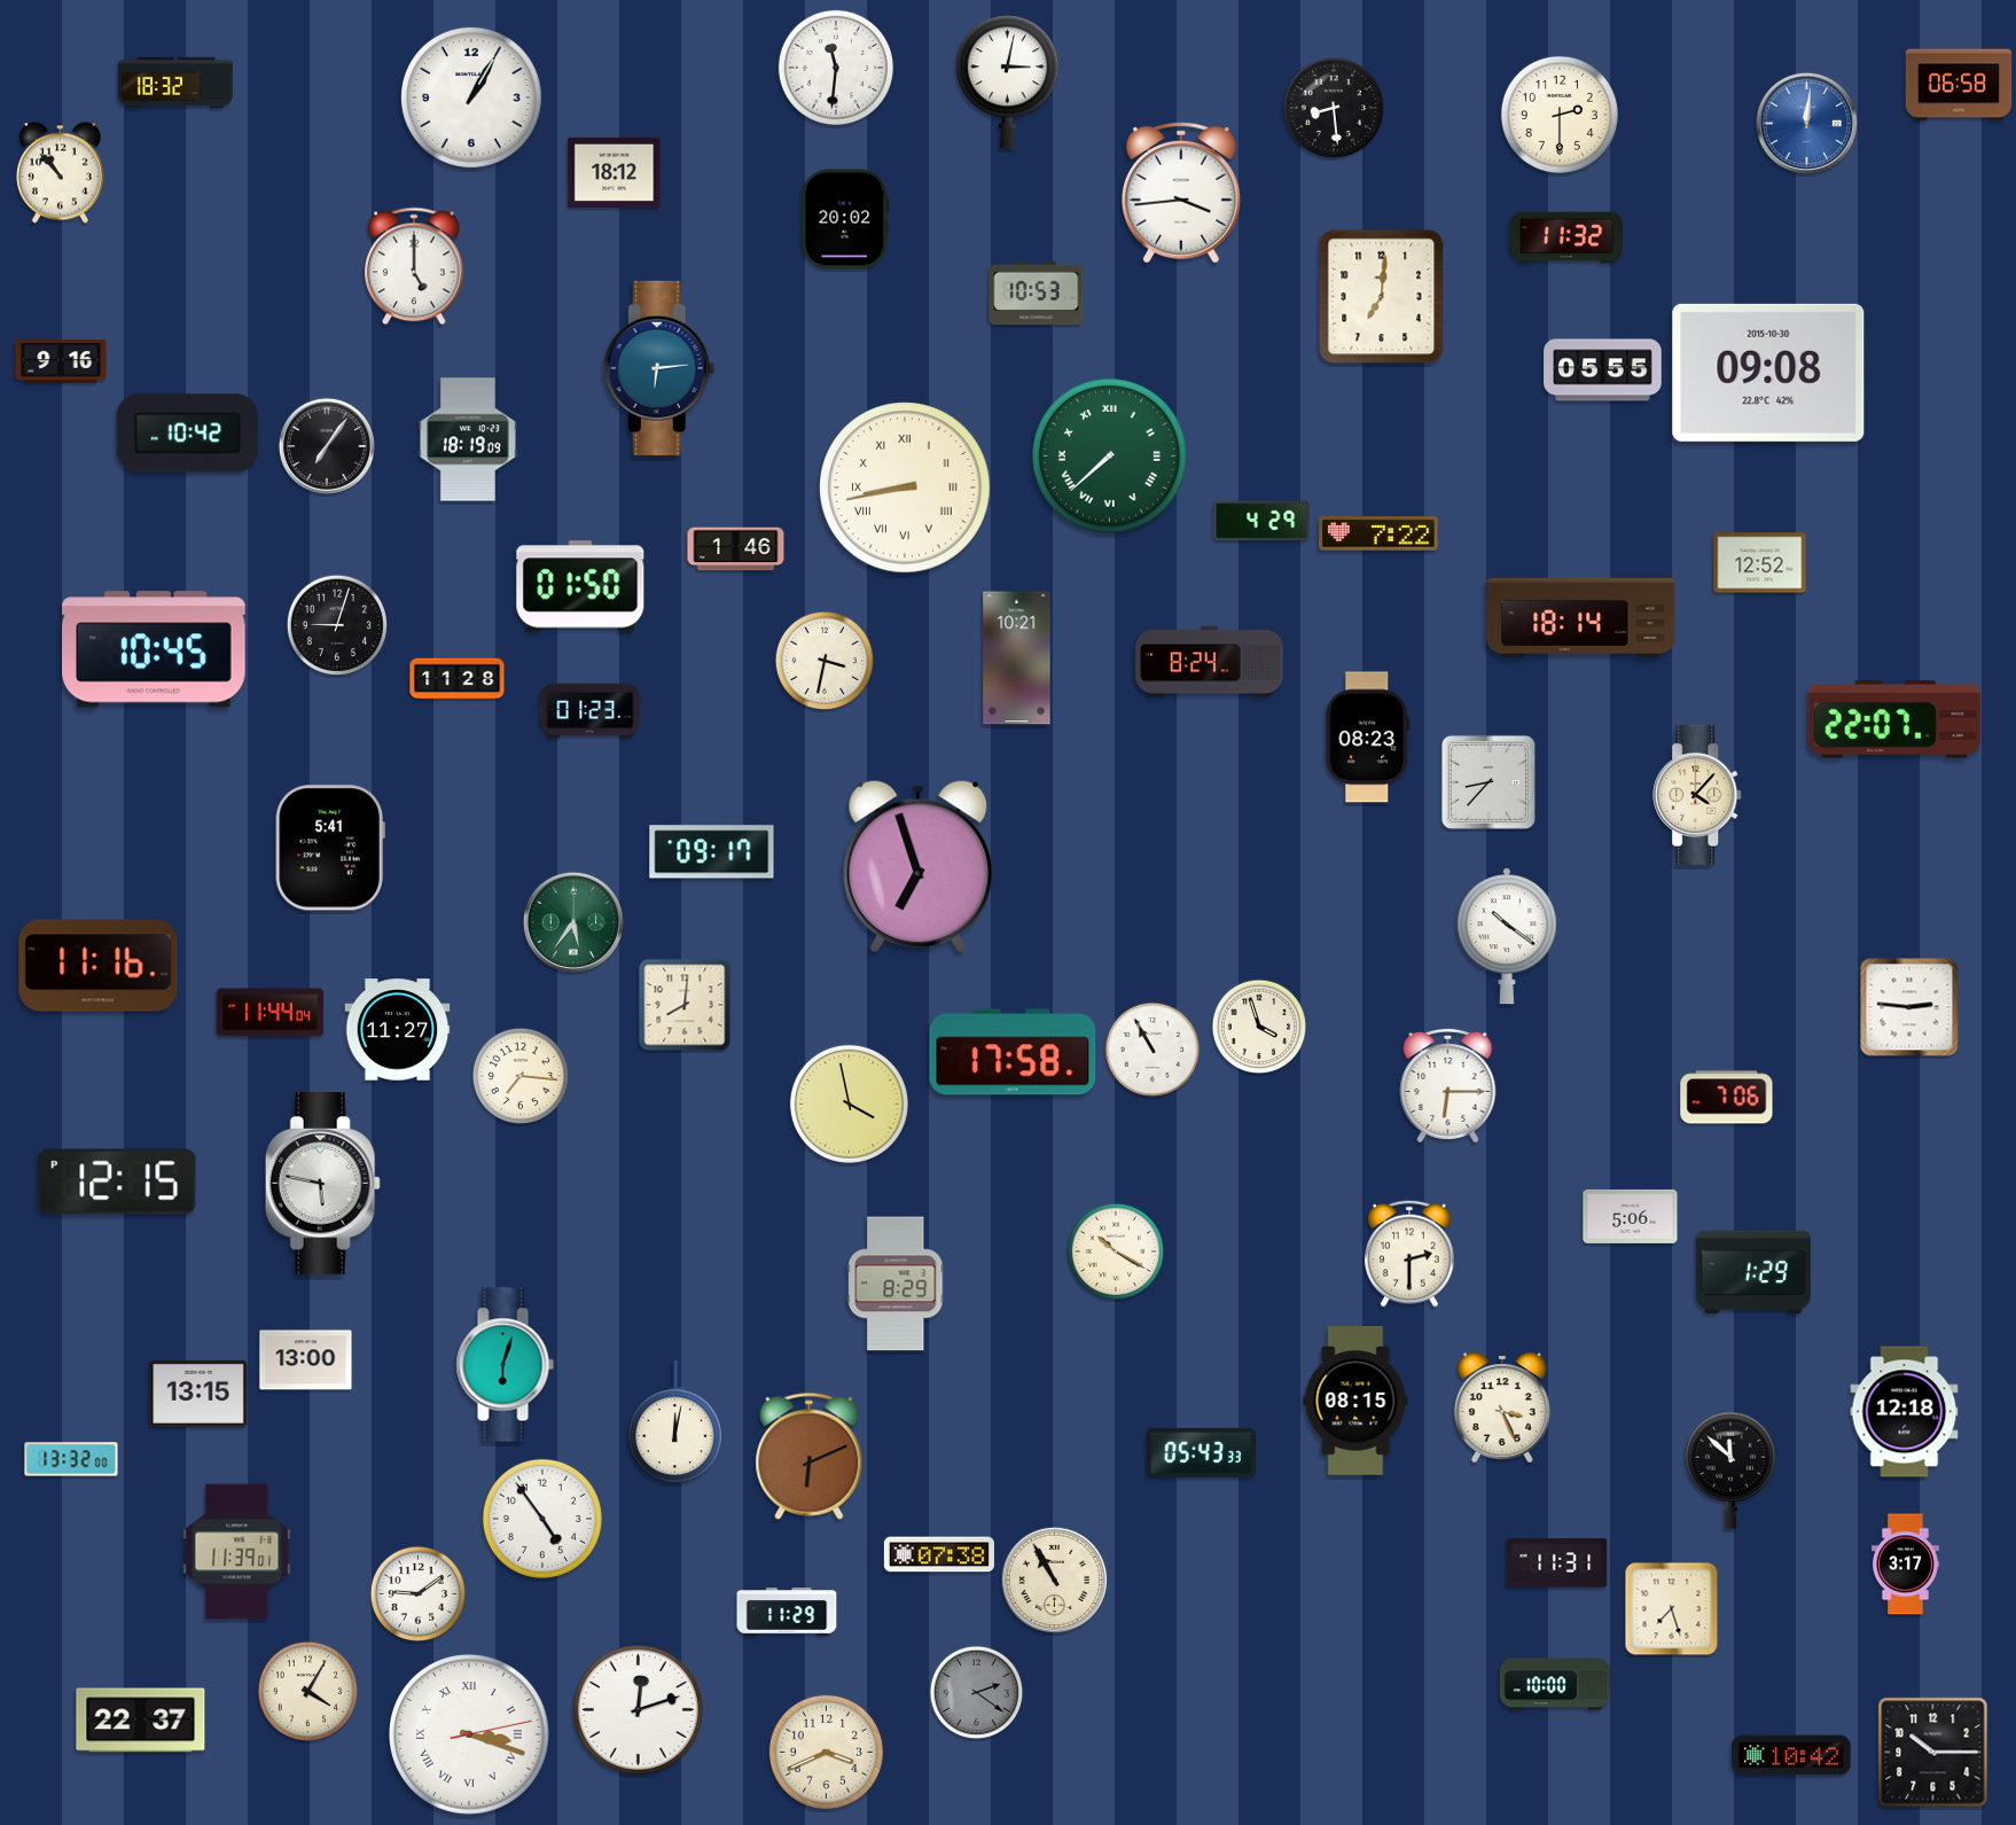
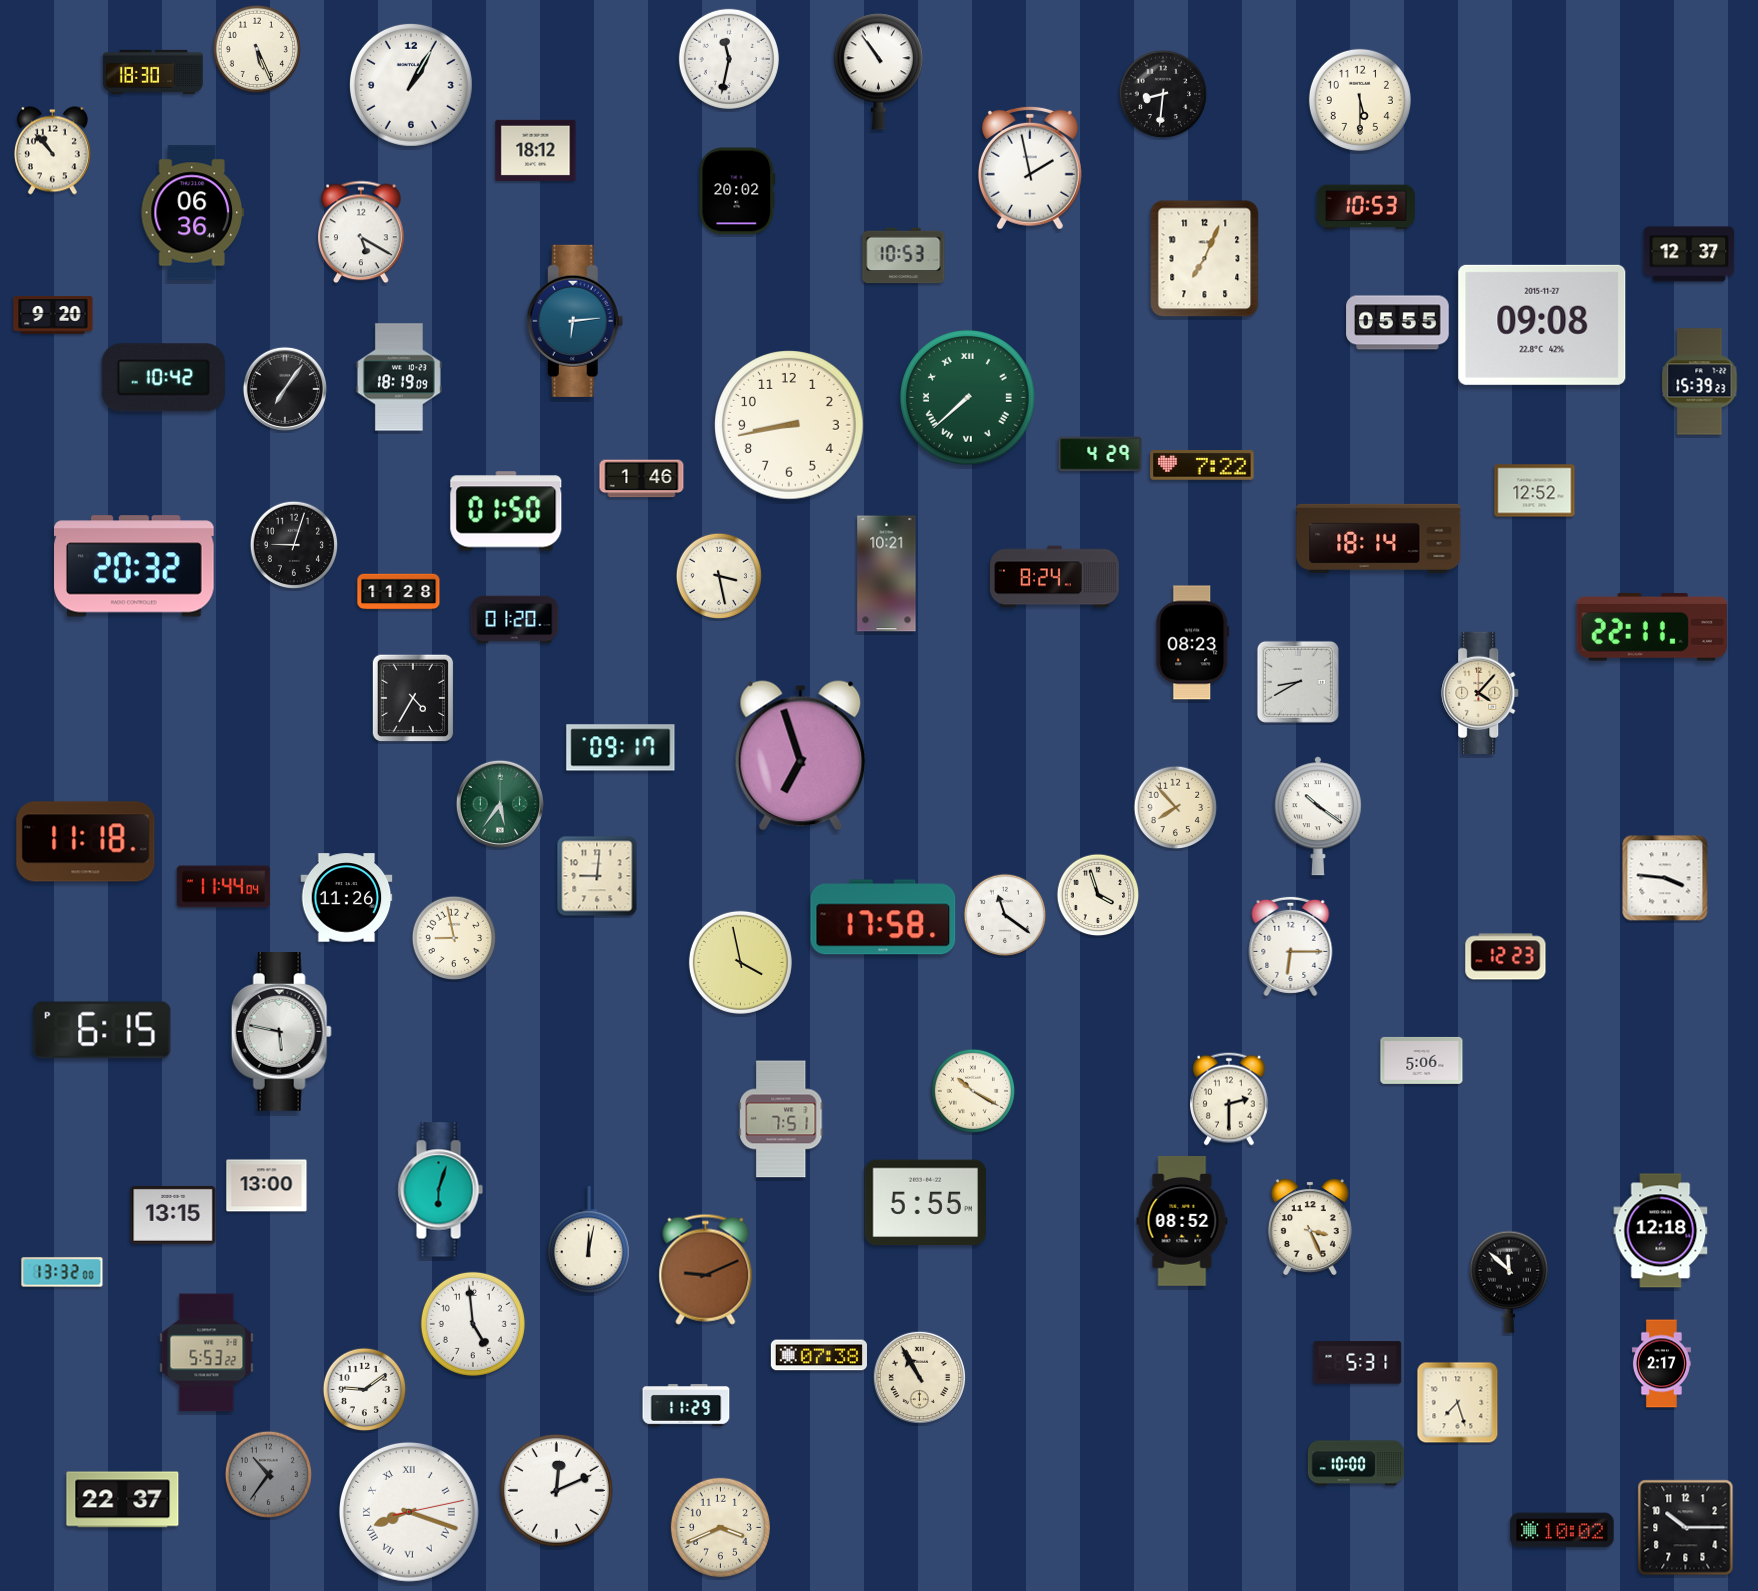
clock at (256, 48): none -> 5:26
clock at (836, 68): 11:31 -> 11:32
clock at (175, 83): 18:32 -> 18:30
clock at (1007, 83): 3:02 -> 10:54
clock at (1959, 85): 06:58 -> none
clock at (1333, 107): 8:29 -> 8:31
clock at (1560, 115): 2:30 -> 5:30
clock at (1806, 123): 12:01 -> none
clock at (1181, 193): 3:44 -> 1:58
clock at (1566, 237): 11:32 -> 10:53
clock at (192, 213): none -> 06:36
clock at (414, 266): 5:00 -> 5:20
clock at (1689, 254): none -> 12:37
clock at (1382, 297): 7:01 -> 7:04
clock at (61, 361): 9:16 -> 9:20
clock at (1768, 373) date: 2015-10-30 -> 2015-11-27
clock at (1700, 382): none -> 15:39
clock at (468, 439) position: (468, 439) -> (399, 377)
clock at (905, 488) numerals: Roman -> Arabic
clock at (154, 649): 10:45 -> 20:32
clock at (825, 661): 3:32 -> 3:28
clock at (591, 711): 01:23 -> 01:20
clock at (1894, 719): 22:07 -> 22:11
clock at (1488, 782): 8:37 -> 8:40
clock at (413, 698): none -> 4:35
clock at (330, 848): 5:41 -> none
clock at (712, 852) position: (712, 852) -> (621, 748)
clock at (1176, 808): none -> 7:53
clock at (1507, 936) position: (1507, 936) -> (1318, 816)
clock at (99, 966): 11:16 -> 11:18
clock at (685, 1005): 8:01 -> 9:01
clock at (1909, 1007): 2:46 -> 3:46
clock at (271, 1013) position: (271, 1013) -> (224, 887)
clock at (398, 1030): 11:27 -> 11:26
clock at (1152, 1050): 10:55 -> 11:21
clock at (521, 1076): 7:16 -> 8:58
clock at (1448, 1085) position: (1448, 1085) -> (1291, 946)
clock at (1727, 1098): 7:06 -> 12:23
clock at (117, 1181): 12:15 -> 6:15
clock at (1411, 1254) position: (1411, 1254) -> (1230, 1099)
clock at (1753, 1272): 1:29 -> none
clock at (896, 1284): 8:29 -> 7:51
clock at (926, 1203): none -> 5:55
clock at (1355, 1401): 08:15 -> 08:52
clock at (1201, 1452): 05:43 -> none
clock at (810, 1456): 6:11 -> 9:11
clock at (542, 1519): 4:54 -> 4:59
clock at (237, 1552): 11:39 -> 5:53
clock at (1557, 1563): 11:31 -> 5:31
clock at (1905, 1565): 3:17 -> 2:17
clock at (1555, 1684) position: (1555, 1684) -> (1356, 1463)
clock at (307, 1691): 4:05 -> 10:36
clock at (307, 1691) dial: cream -> grey
clock at (977, 1693): 2:21 -> none
clock at (638, 1709): 12:12 -> 12:11
clock at (470, 1736): 3:18 -> 8:18
clock at (1791, 1755): 10:42 -> 10:02
